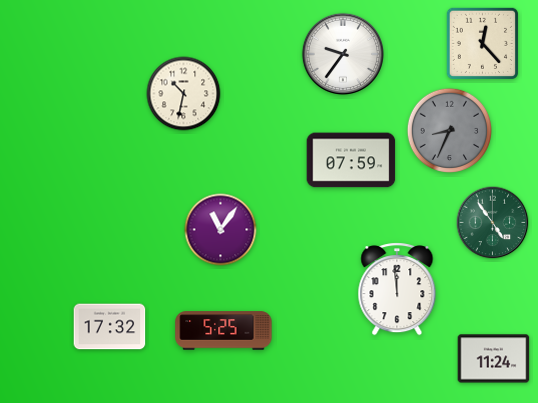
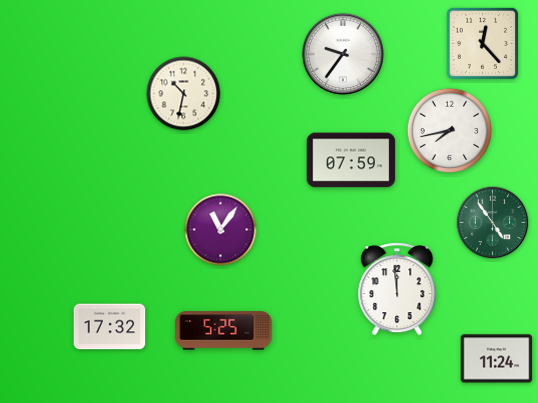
clock at (449, 130): 8:34 -> 7:43
clock at (449, 130) dial: grey -> white
clock at (494, 359) position: (494, 359) -> (497, 359)
